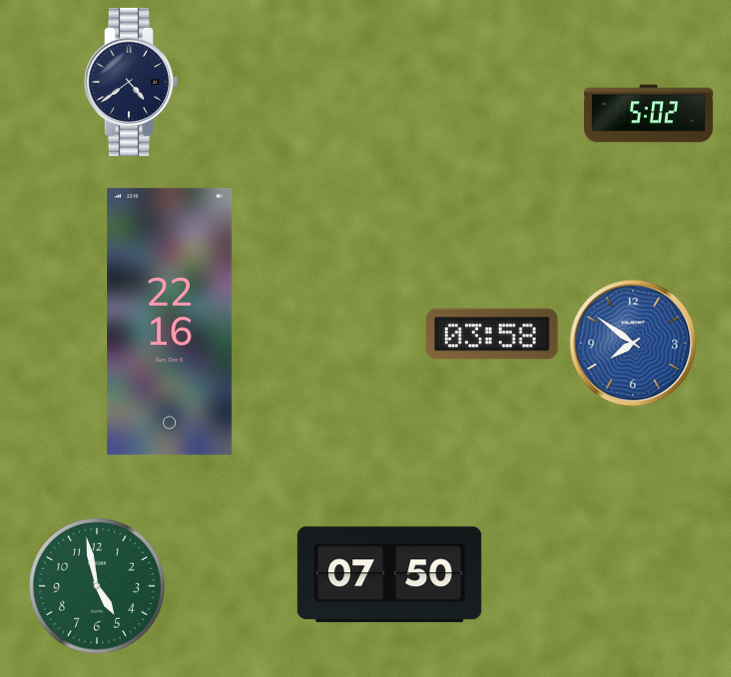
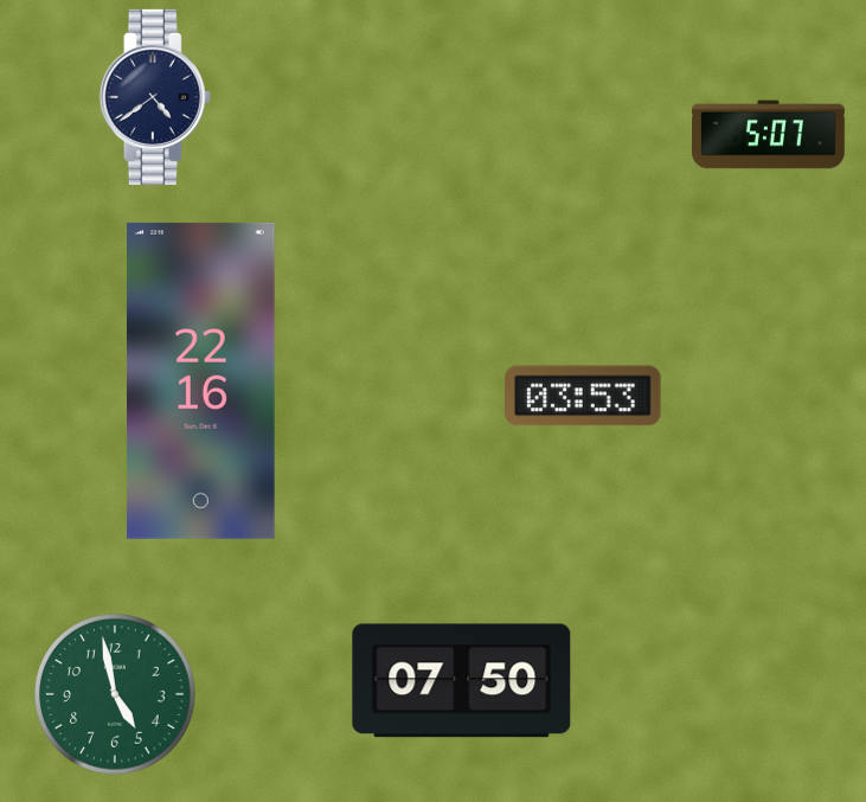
clock at (649, 114): 5:02 -> 5:07
clock at (492, 334): 03:58 -> 03:53
clock at (633, 343): 7:51 -> none
